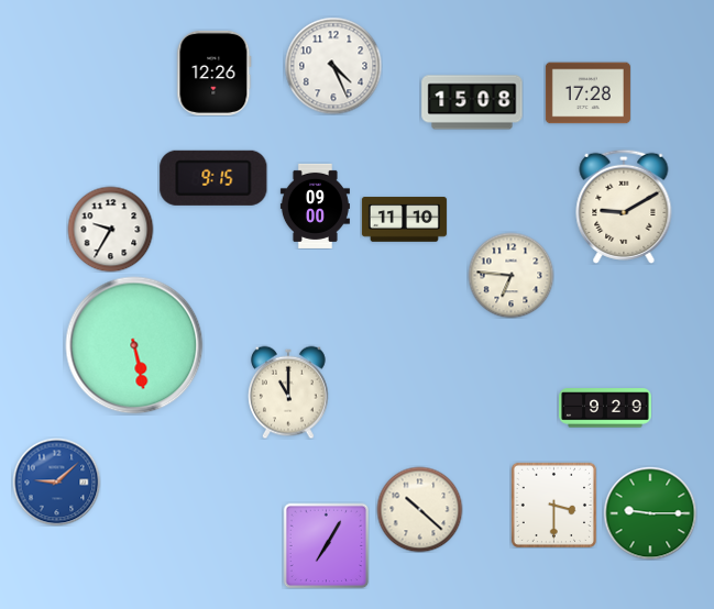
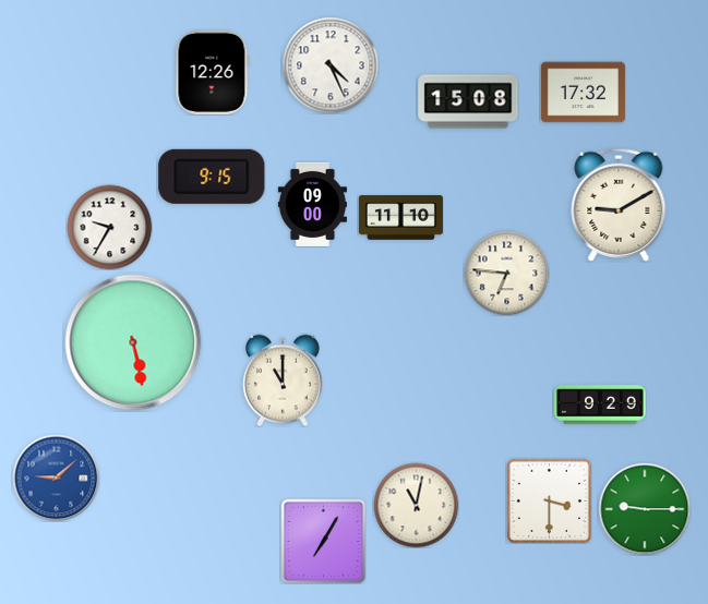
clock at (587, 93): 17:28 -> 17:32
clock at (289, 392) position: (289, 392) -> (284, 380)
clock at (419, 509): 10:22 -> 11:02
